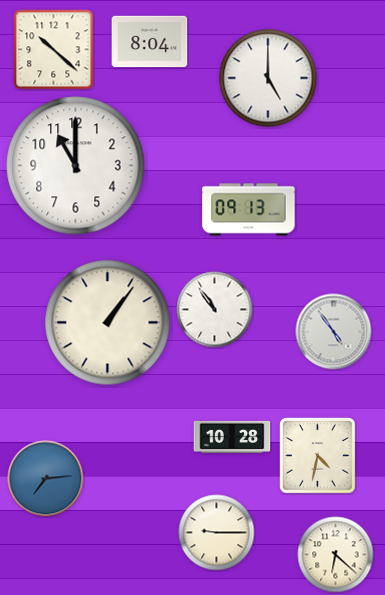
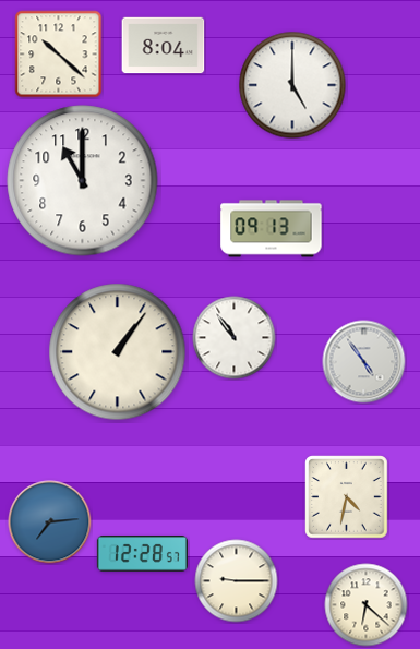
clock at (232, 437): 10:28 -> none
clock at (142, 554): none -> 12:28
